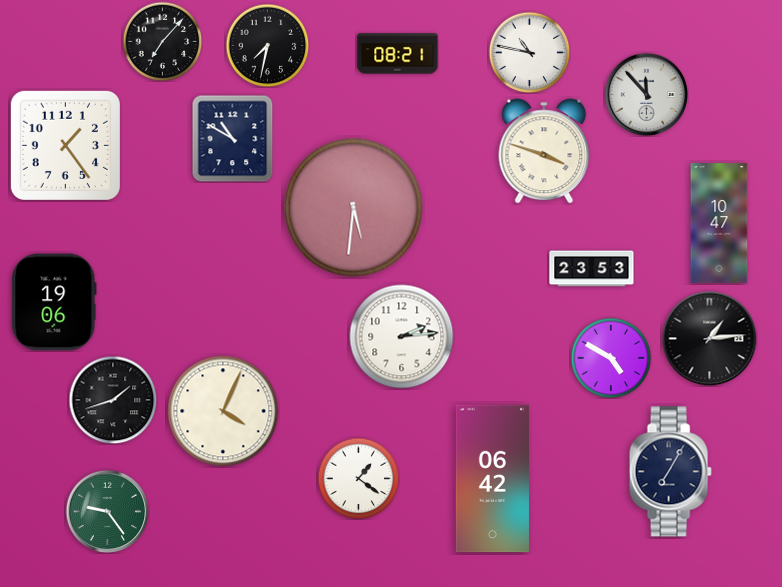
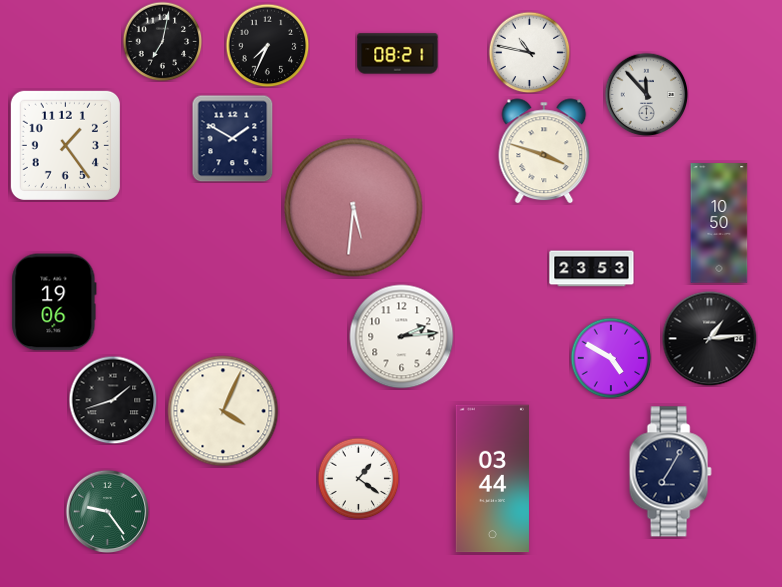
clock at (162, 41): 7:07 -> 7:02
clock at (267, 45): 7:32 -> 7:34
clock at (233, 138): 10:50 -> 1:50
clock at (719, 223): 10:47 -> 10:50
clock at (492, 479): 06:42 -> 03:44
